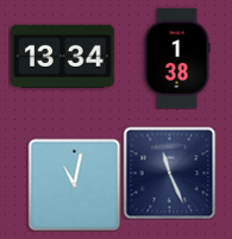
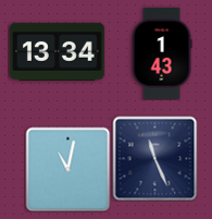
clock at (177, 59): 1:38 -> 1:43
